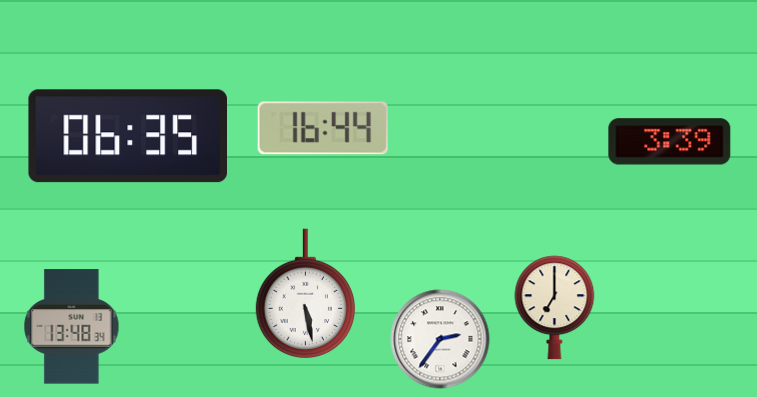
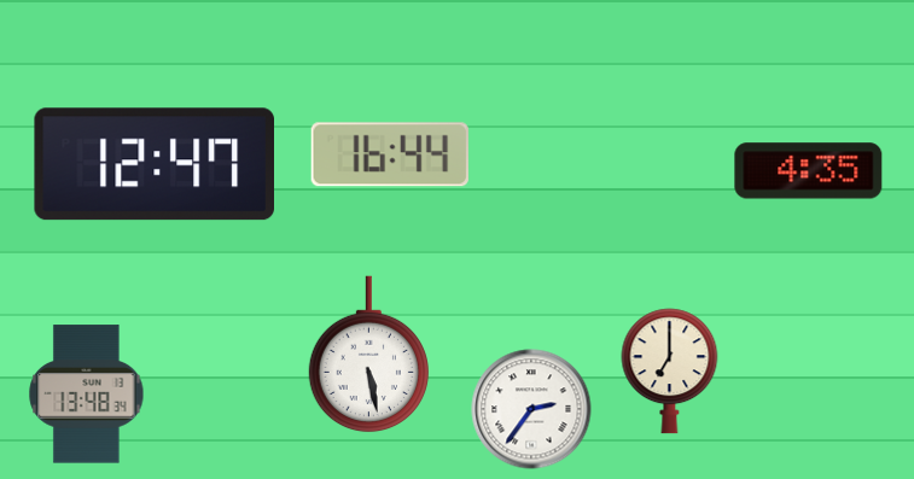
clock at (127, 136): 06:35 -> 12:47
clock at (670, 142): 3:39 -> 4:35
